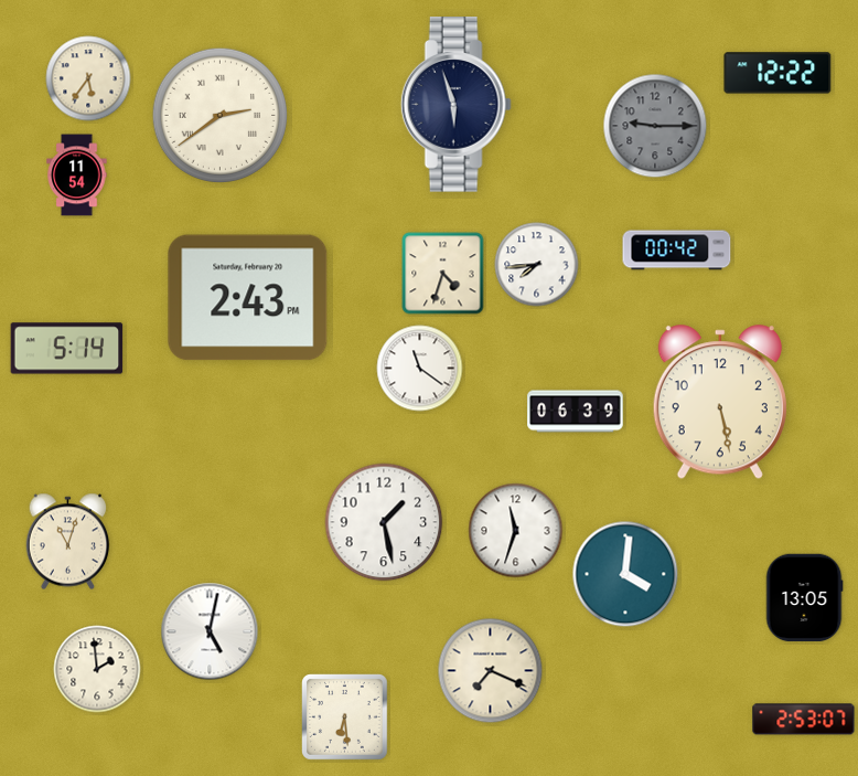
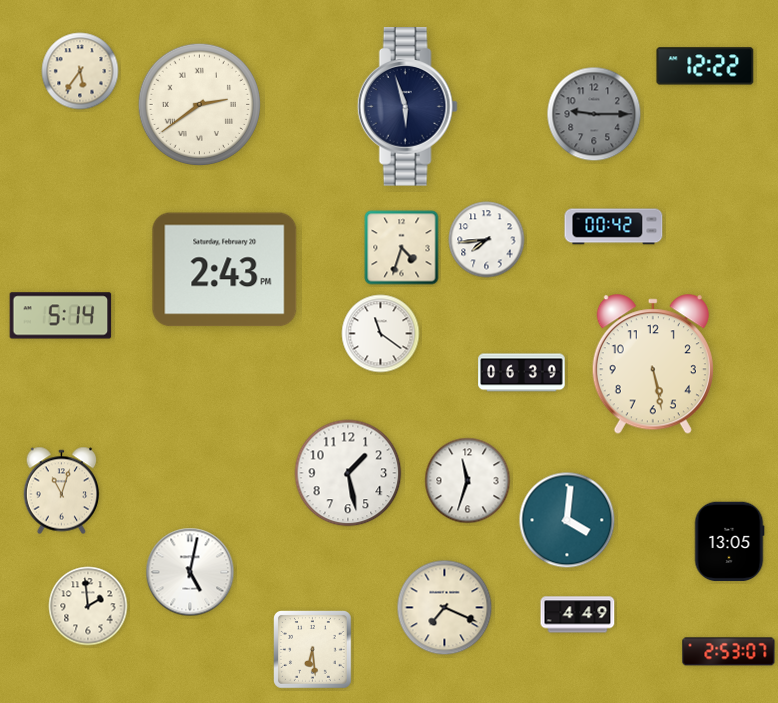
clock at (455, 105) position: (455, 105) -> (407, 107)
clock at (77, 176): 11:54 -> none
clock at (578, 615): none -> 4:49
